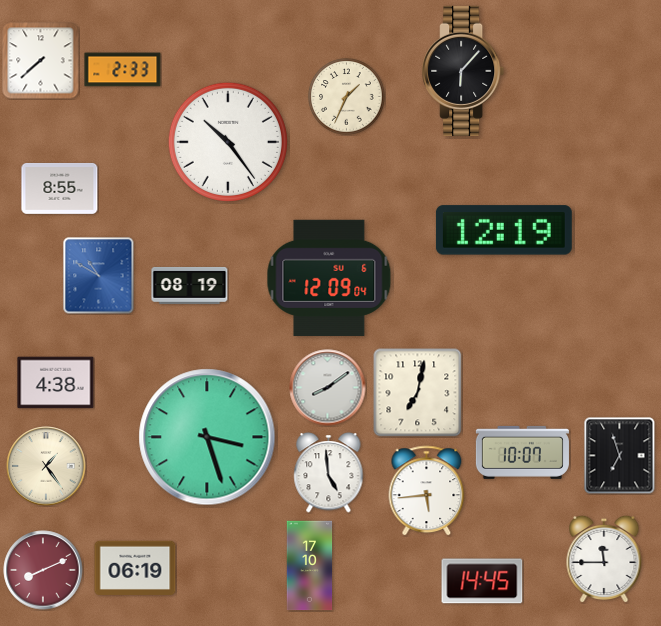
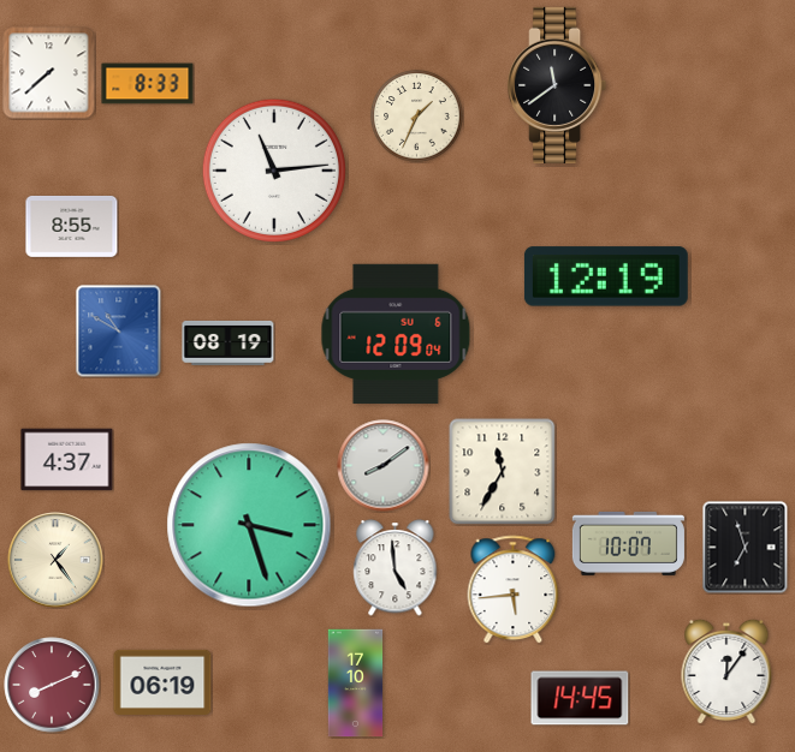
clock at (123, 70): 2:33 -> 8:33
clock at (463, 71): 6:07 -> 11:39
clock at (228, 142): 10:24 -> 11:14
clock at (56, 383): 4:38 -> 4:37
clock at (328, 388) position: (328, 388) -> (384, 466)
clock at (418, 393): 7:02 -> 11:35
clock at (604, 559): 11:45 -> 12:06
clock at (310, 566) position: (310, 566) -> (356, 684)
